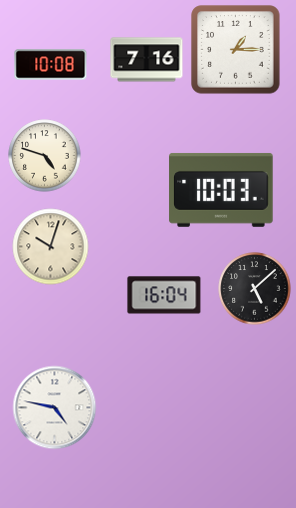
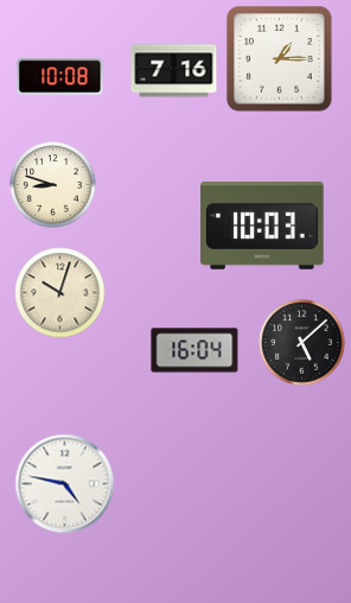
clock at (45, 156): 4:48 -> 8:48
